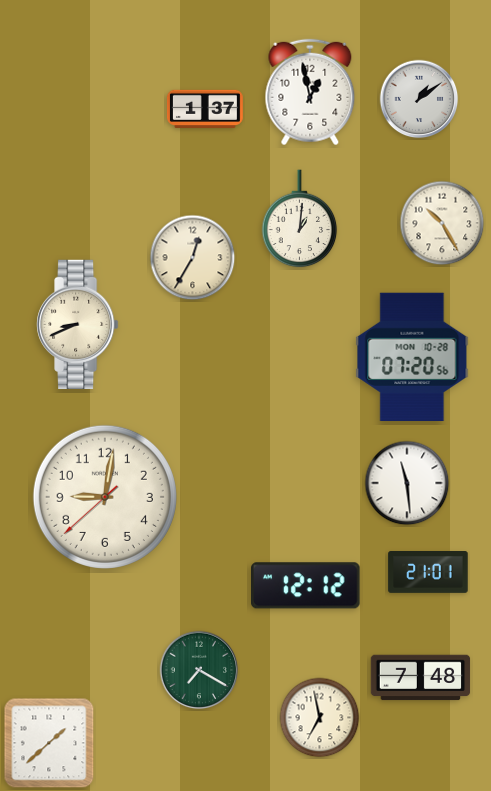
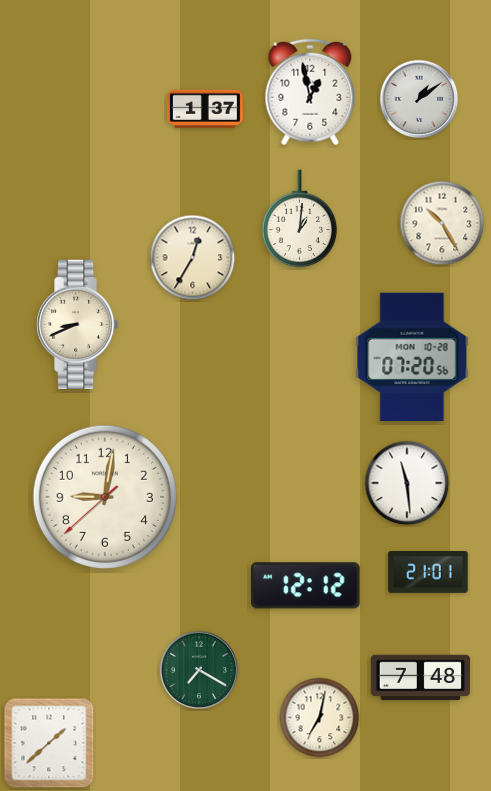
clock at (320, 718): 6:58 -> 7:02
